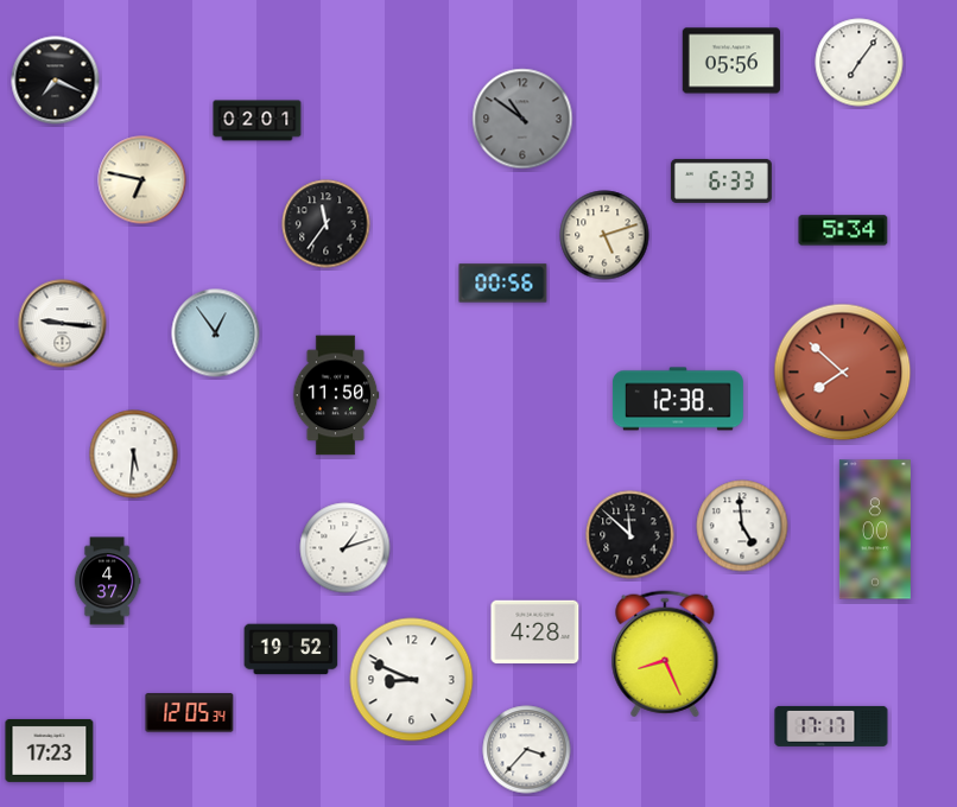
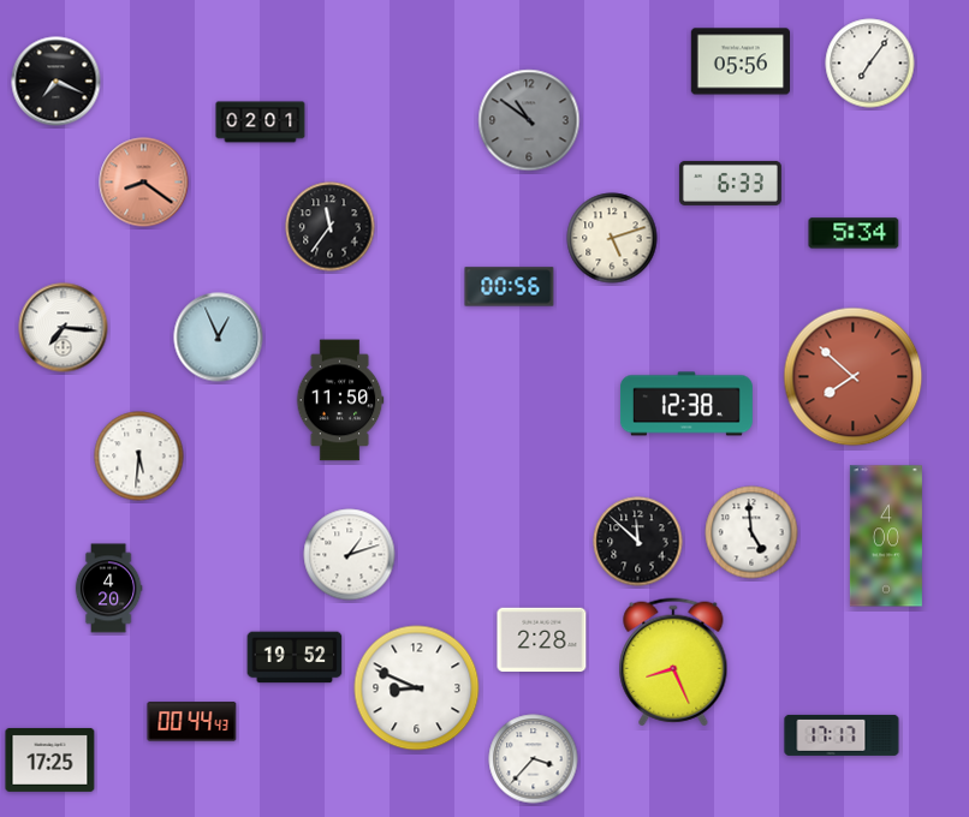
clock at (142, 180): 6:47 -> 8:21
clock at (142, 180) dial: cream -> salmon
clock at (63, 324): 9:16 -> 7:16
clock at (216, 333): 12:54 -> 12:56
clock at (134, 455) position: (134, 455) -> (139, 457)
clock at (875, 529): 8:00 -> 4:00
clock at (107, 582): 4:37 -> 4:20
clock at (535, 633): 4:28 -> 2:28
clock at (190, 713): 12:05 -> 00:44
clock at (50, 750): 17:23 -> 17:25
